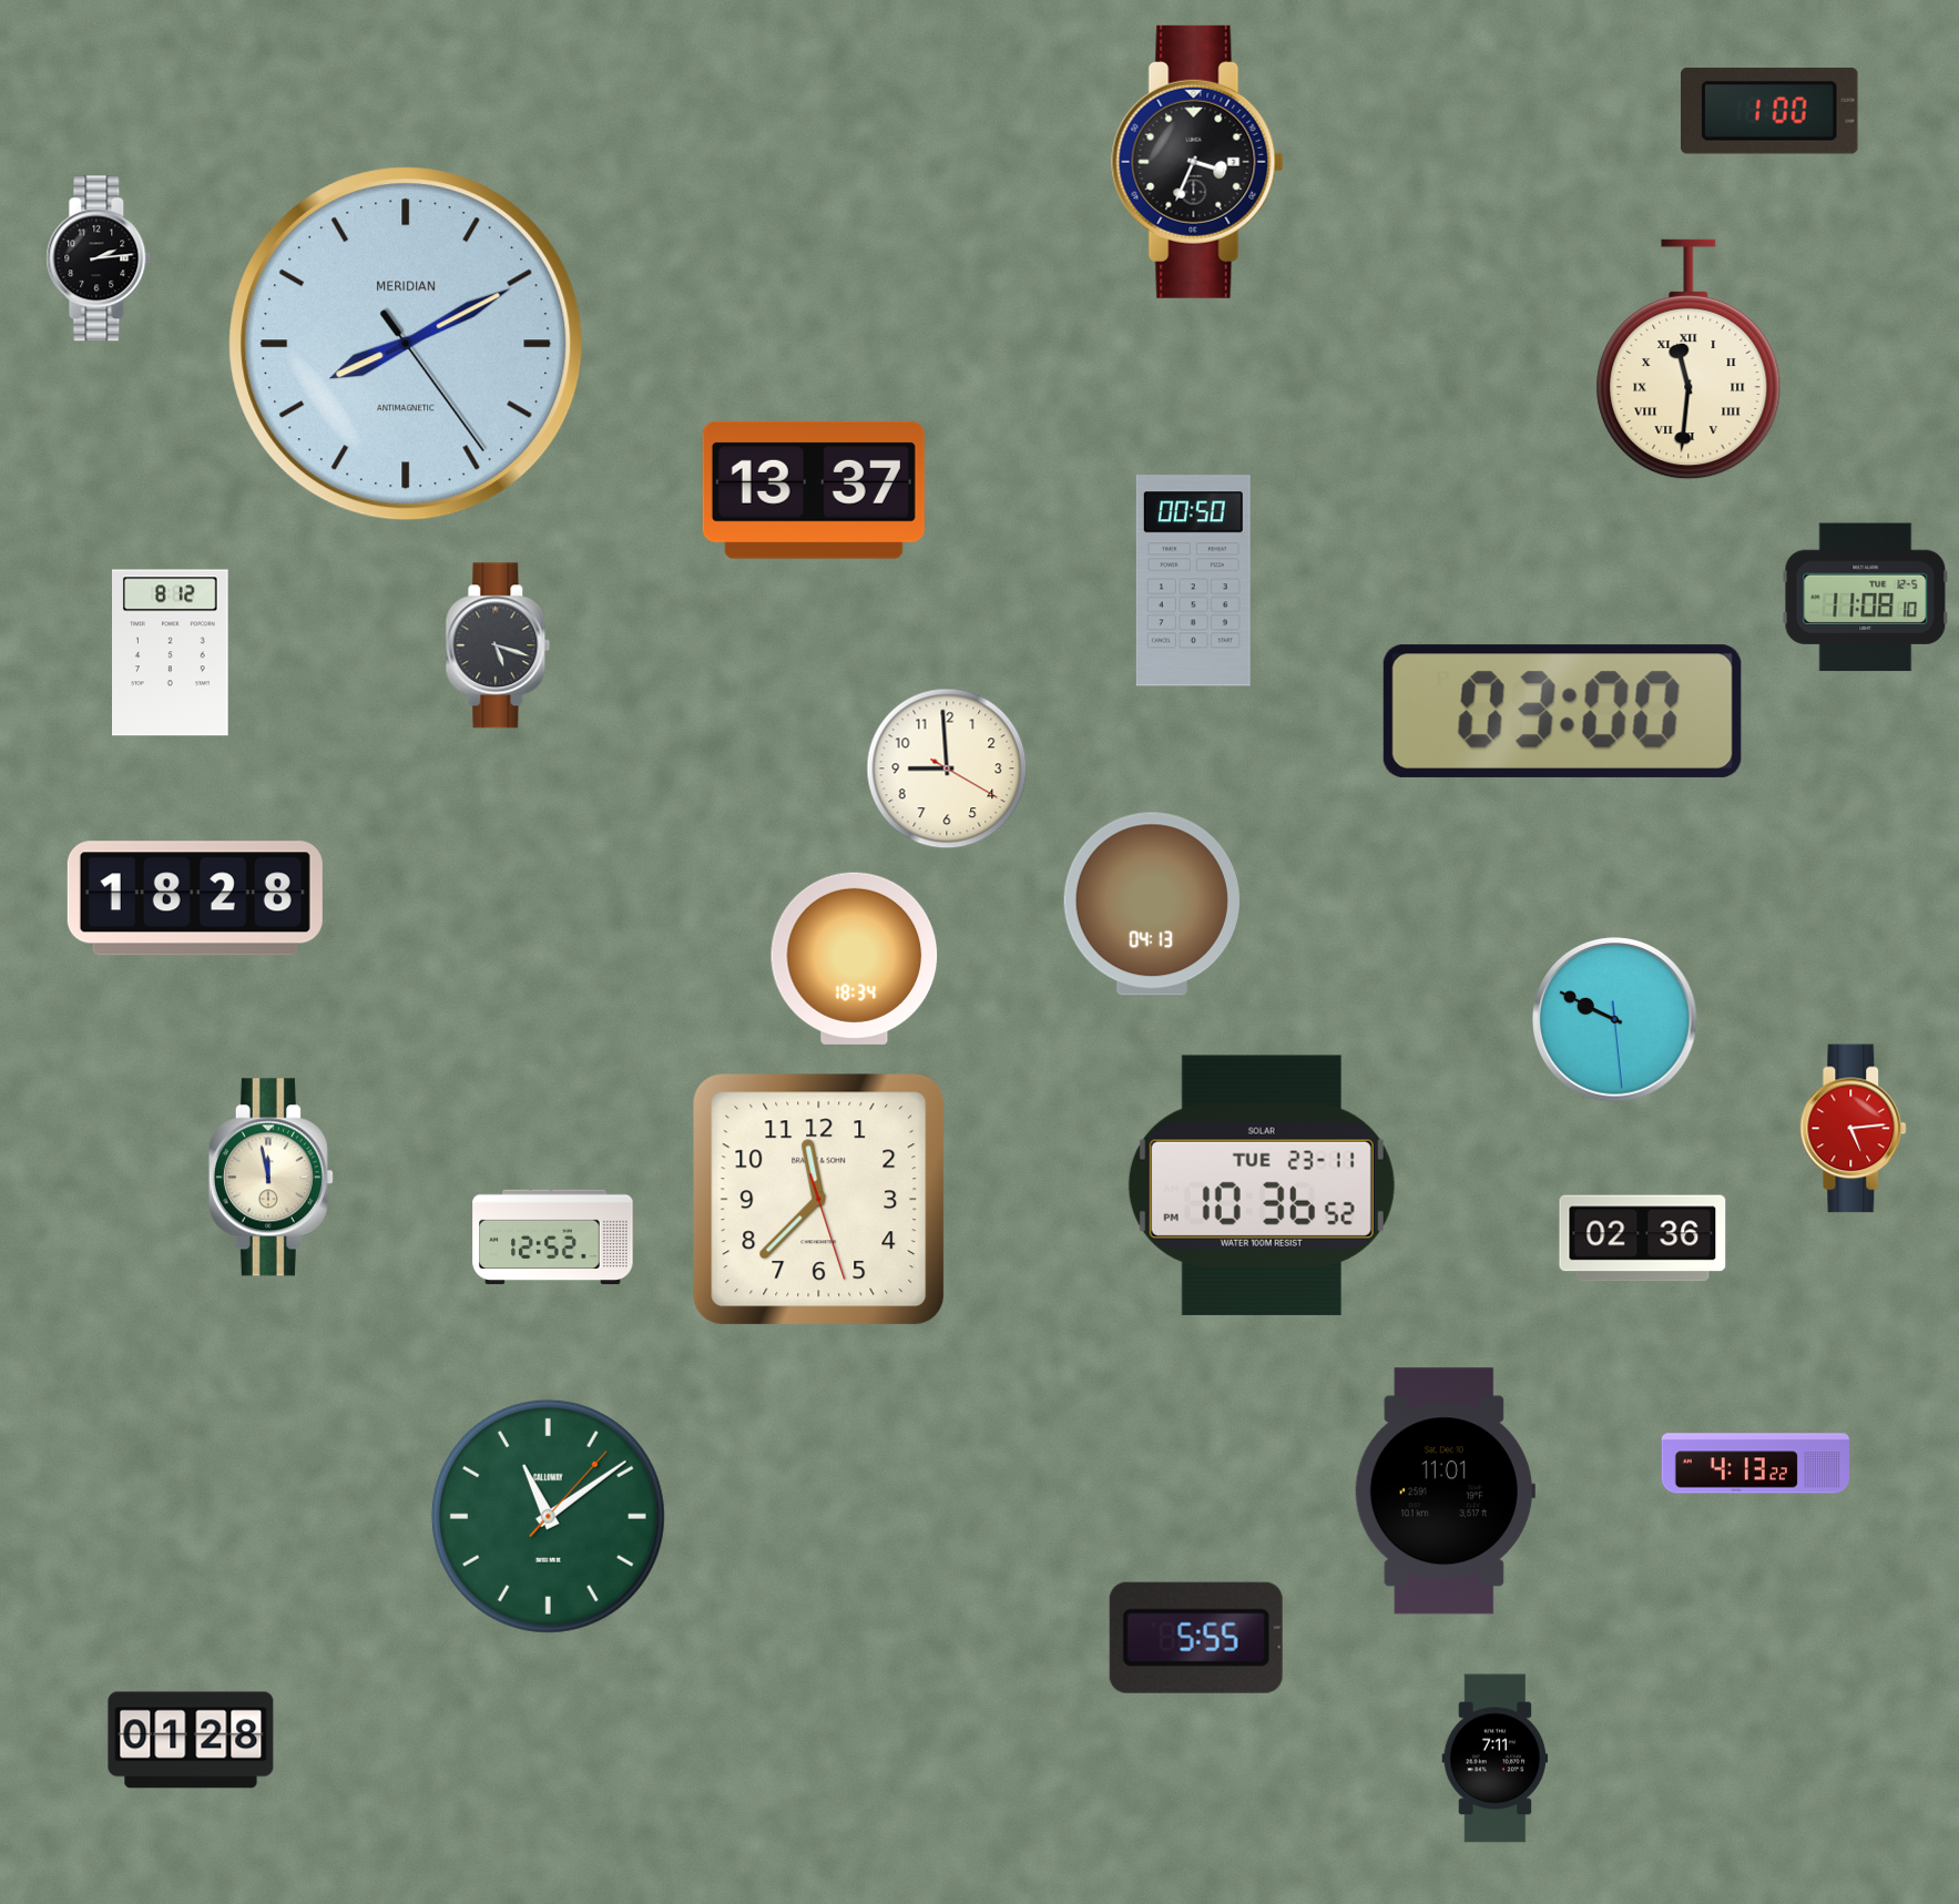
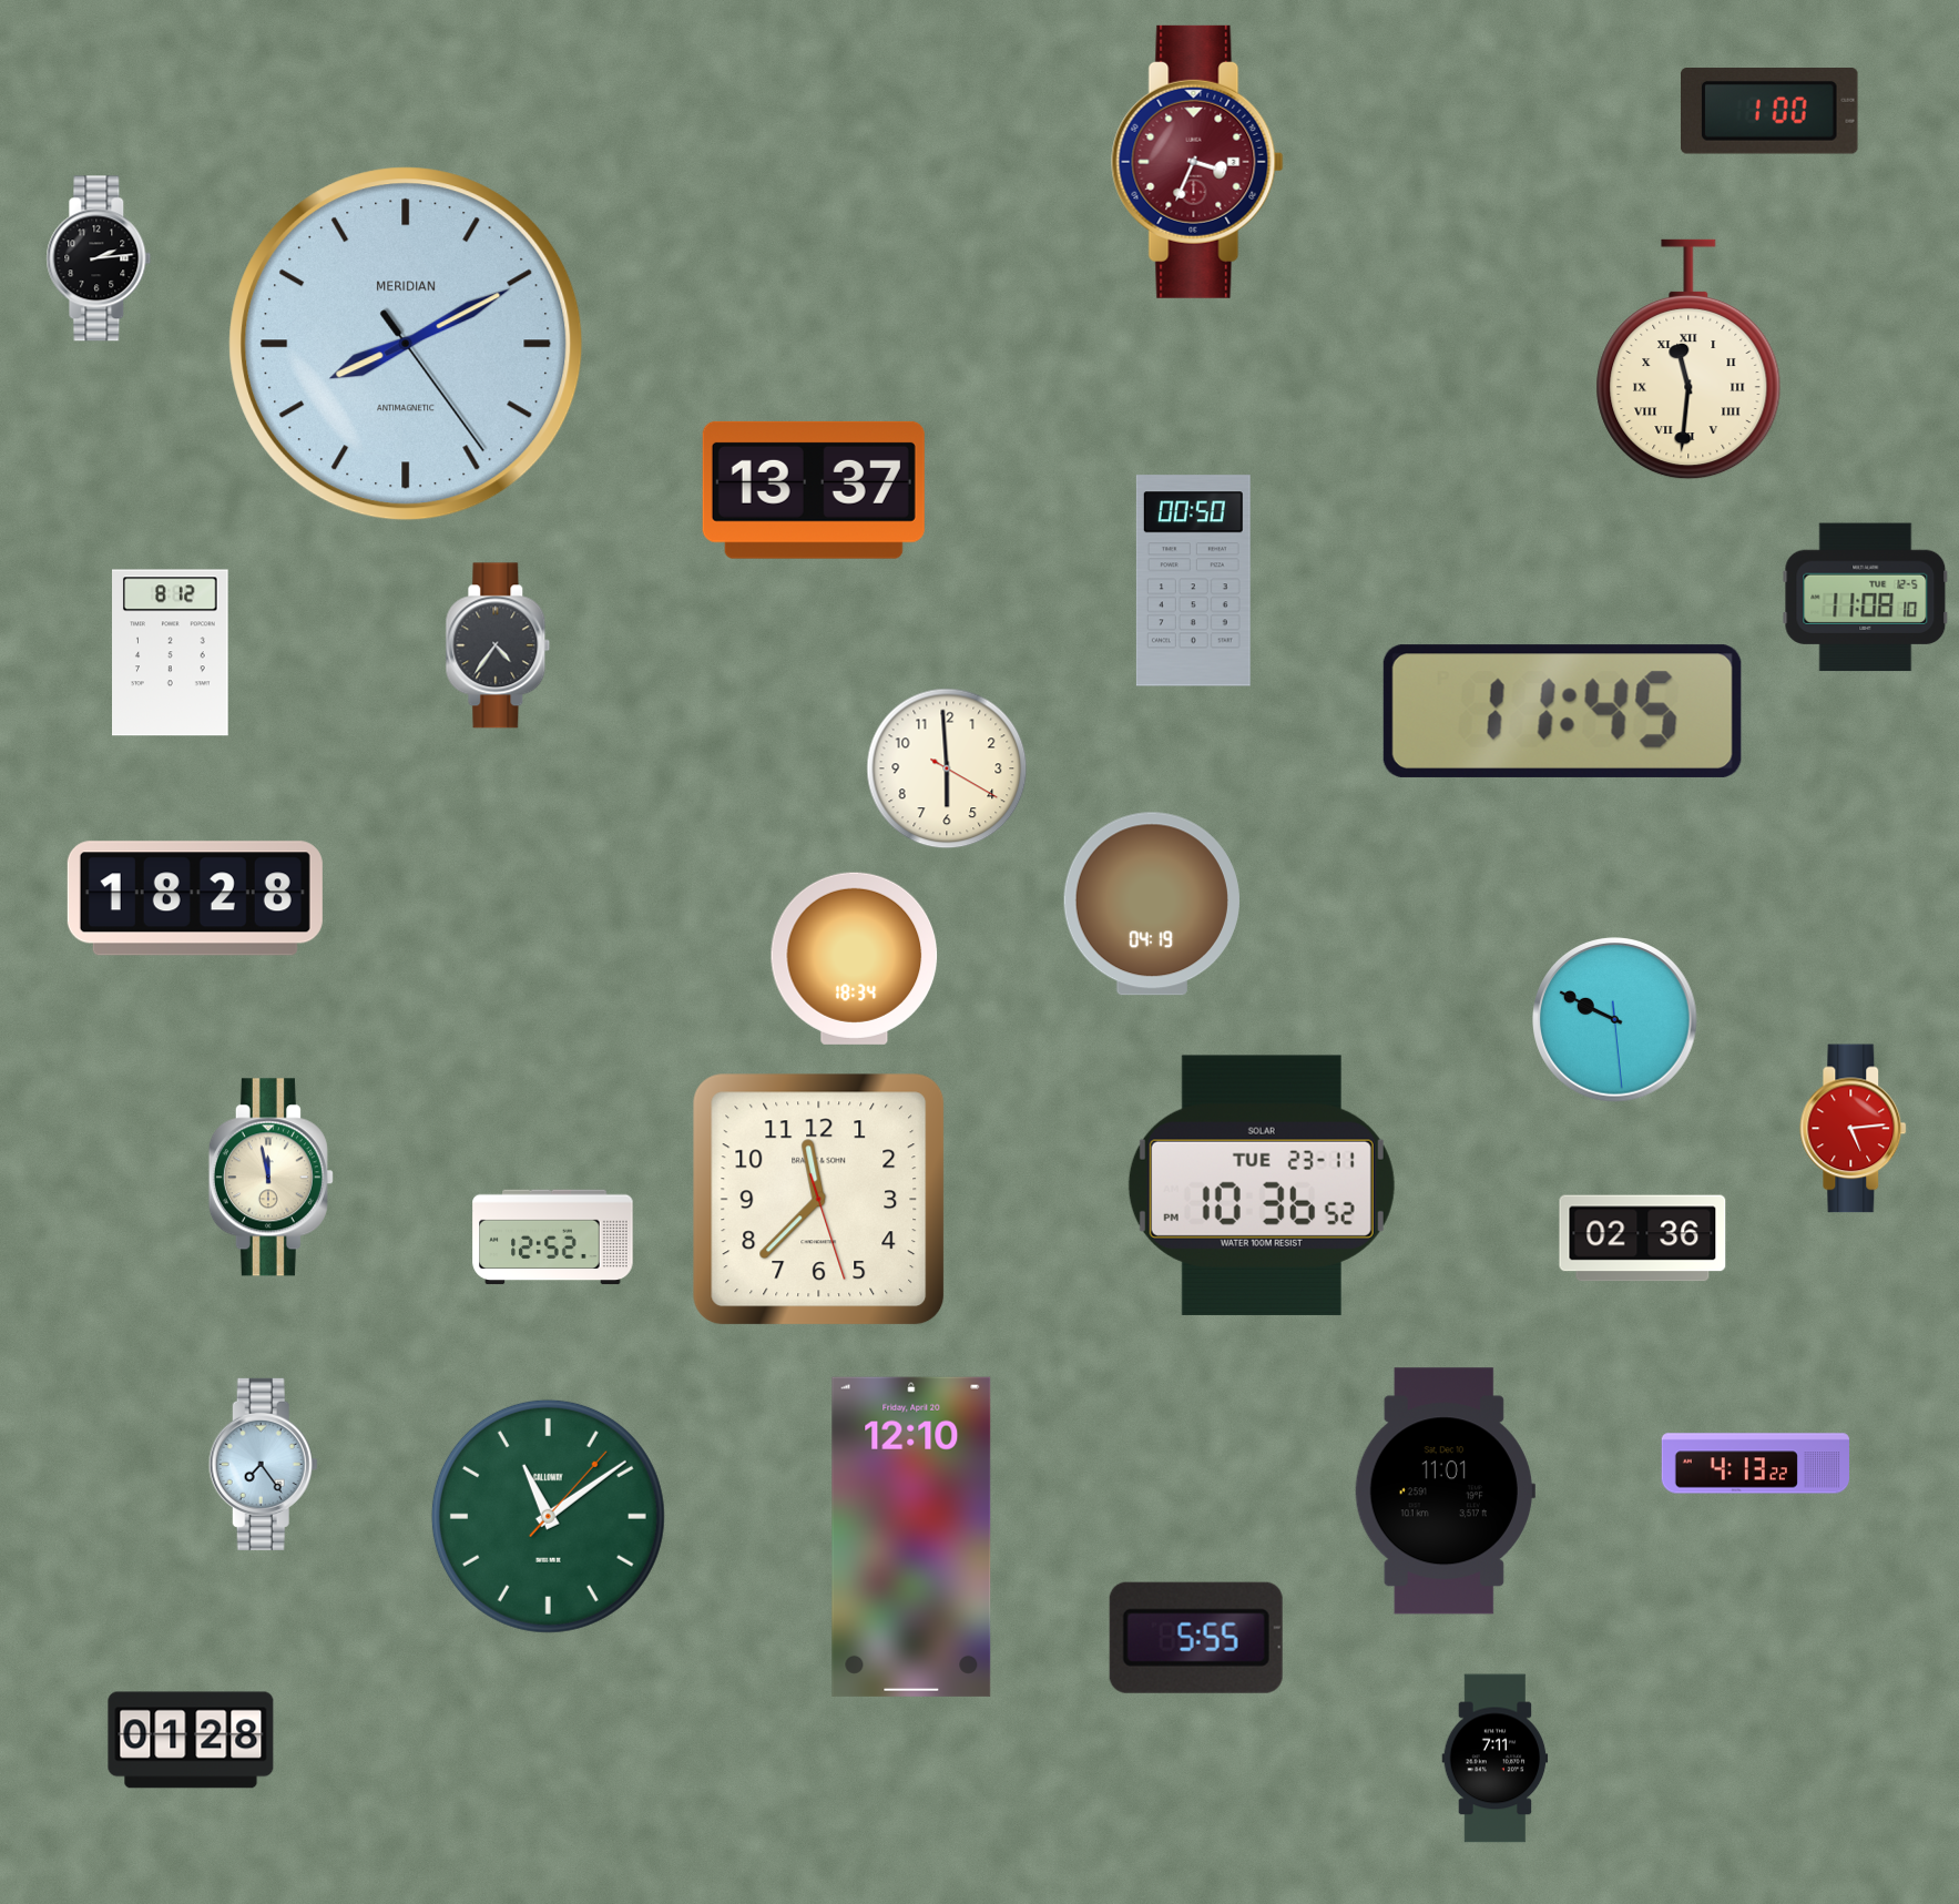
clock at (1197, 162) dial: black -> burgundy
clock at (498, 645): 5:18 -> 4:36
clock at (1562, 711): 03:00 -> 11:45
clock at (947, 768): 8:59 -> 5:59
clock at (1152, 904): 04:13 -> 04:19
clock at (263, 1464): none -> 7:24
clock at (911, 1537): none -> 12:10
